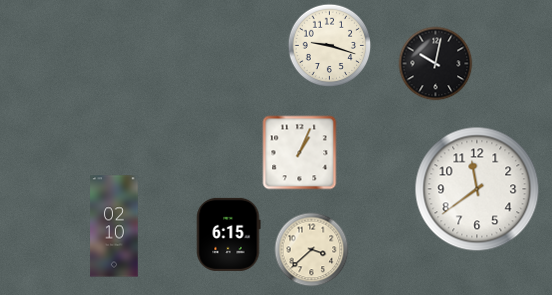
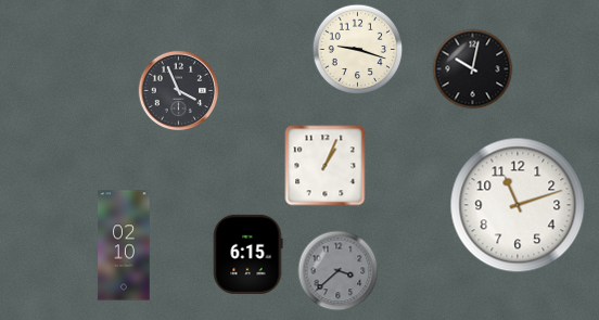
clock at (179, 91): none -> 3:56
clock at (477, 189): 11:39 -> 11:12
clock at (312, 250) dial: cream -> grey
